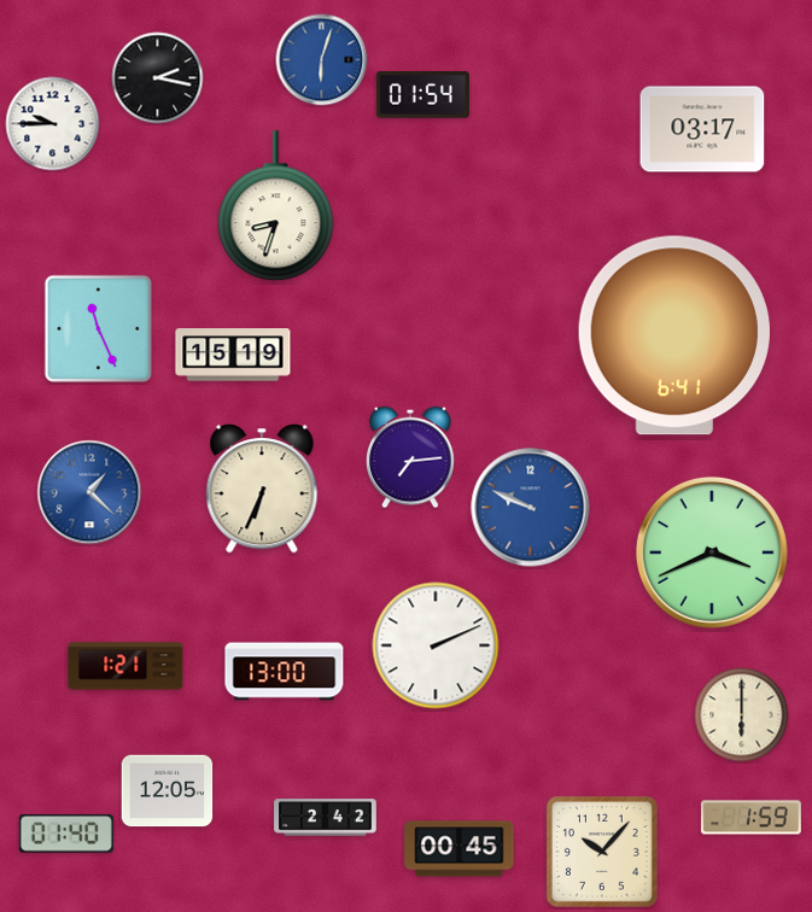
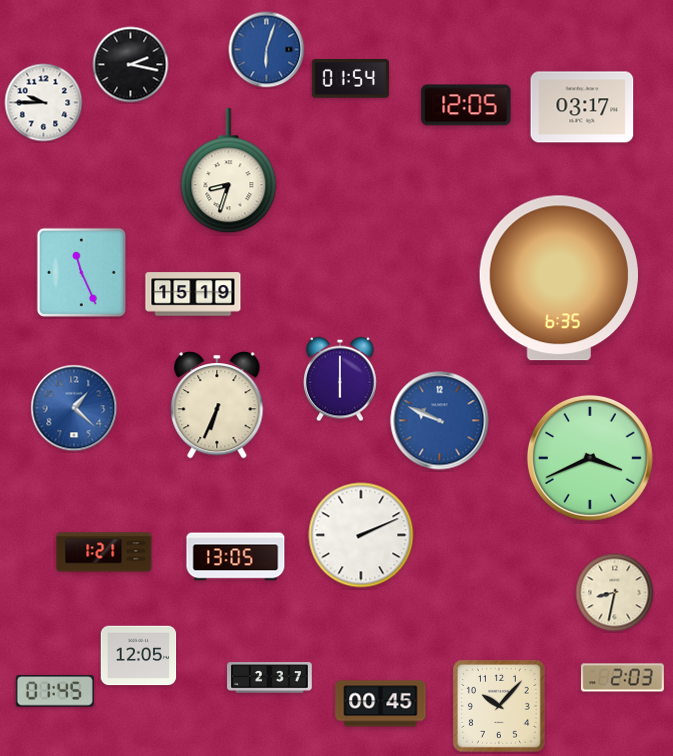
clock at (466, 105): none -> 12:05
clock at (674, 335): 6:41 -> 6:35
clock at (411, 457): 7:14 -> 6:00
clock at (285, 672): 13:00 -> 13:05
clock at (742, 715): 6:00 -> 8:32
clock at (326, 818): 2:42 -> 2:37
clock at (750, 818): 1:59 -> 2:03
clock at (66, 834): 01:40 -> 01:45
